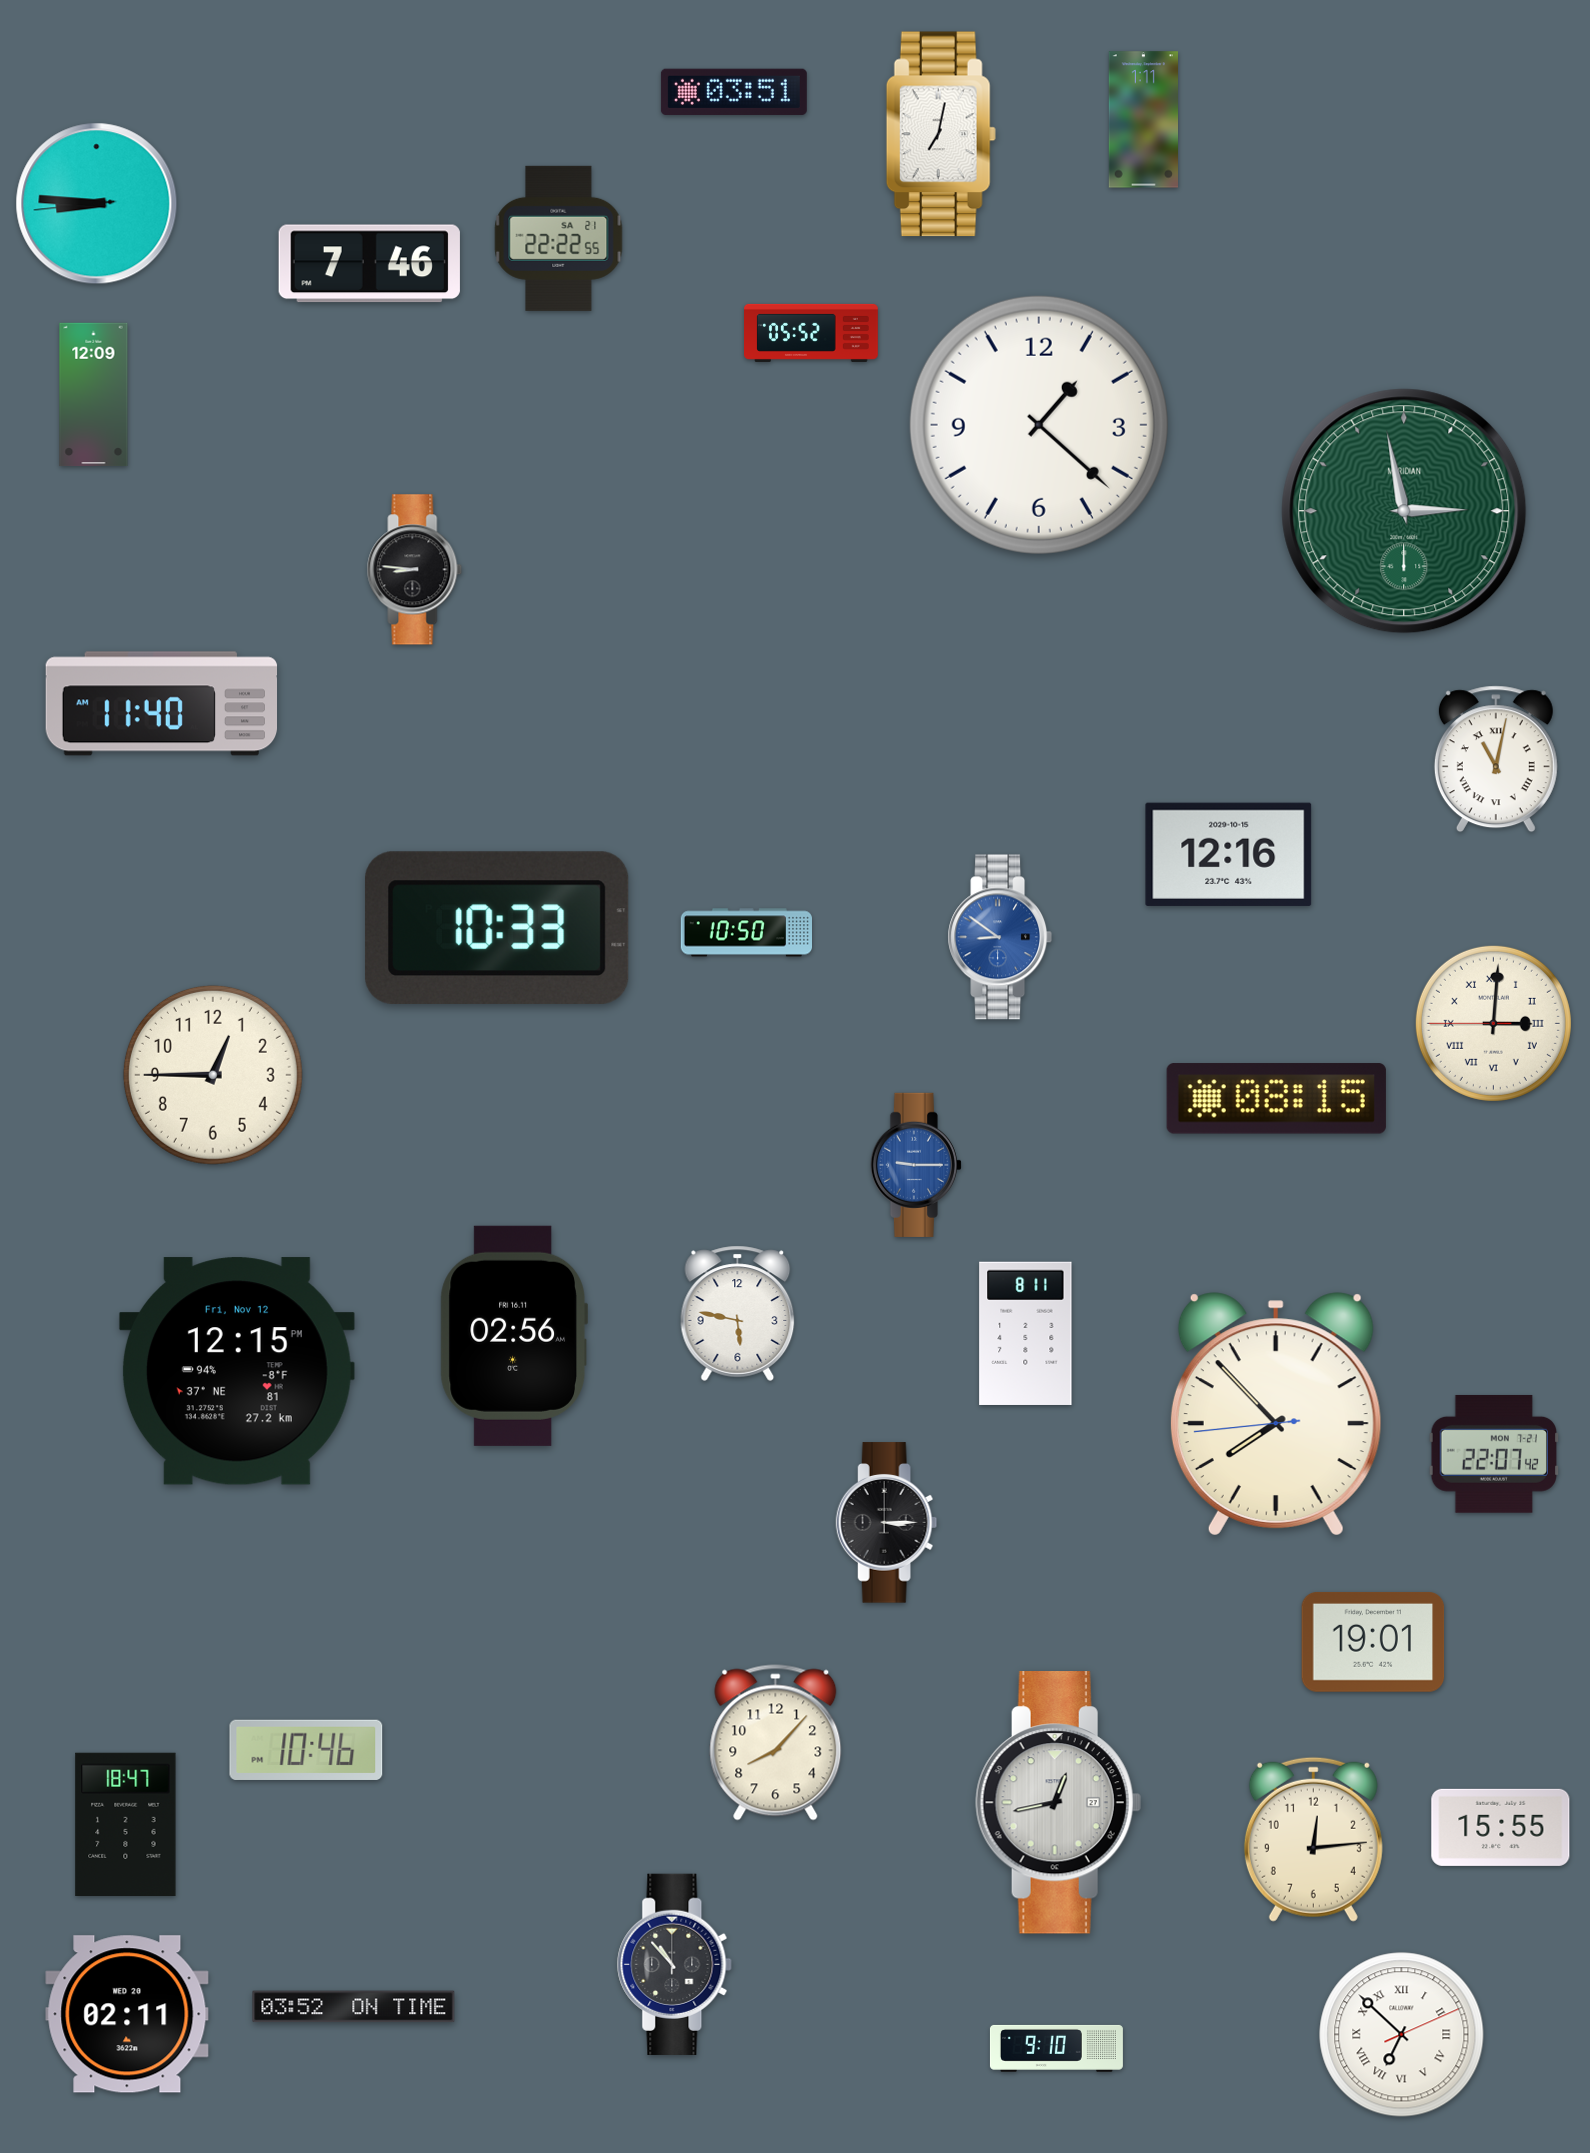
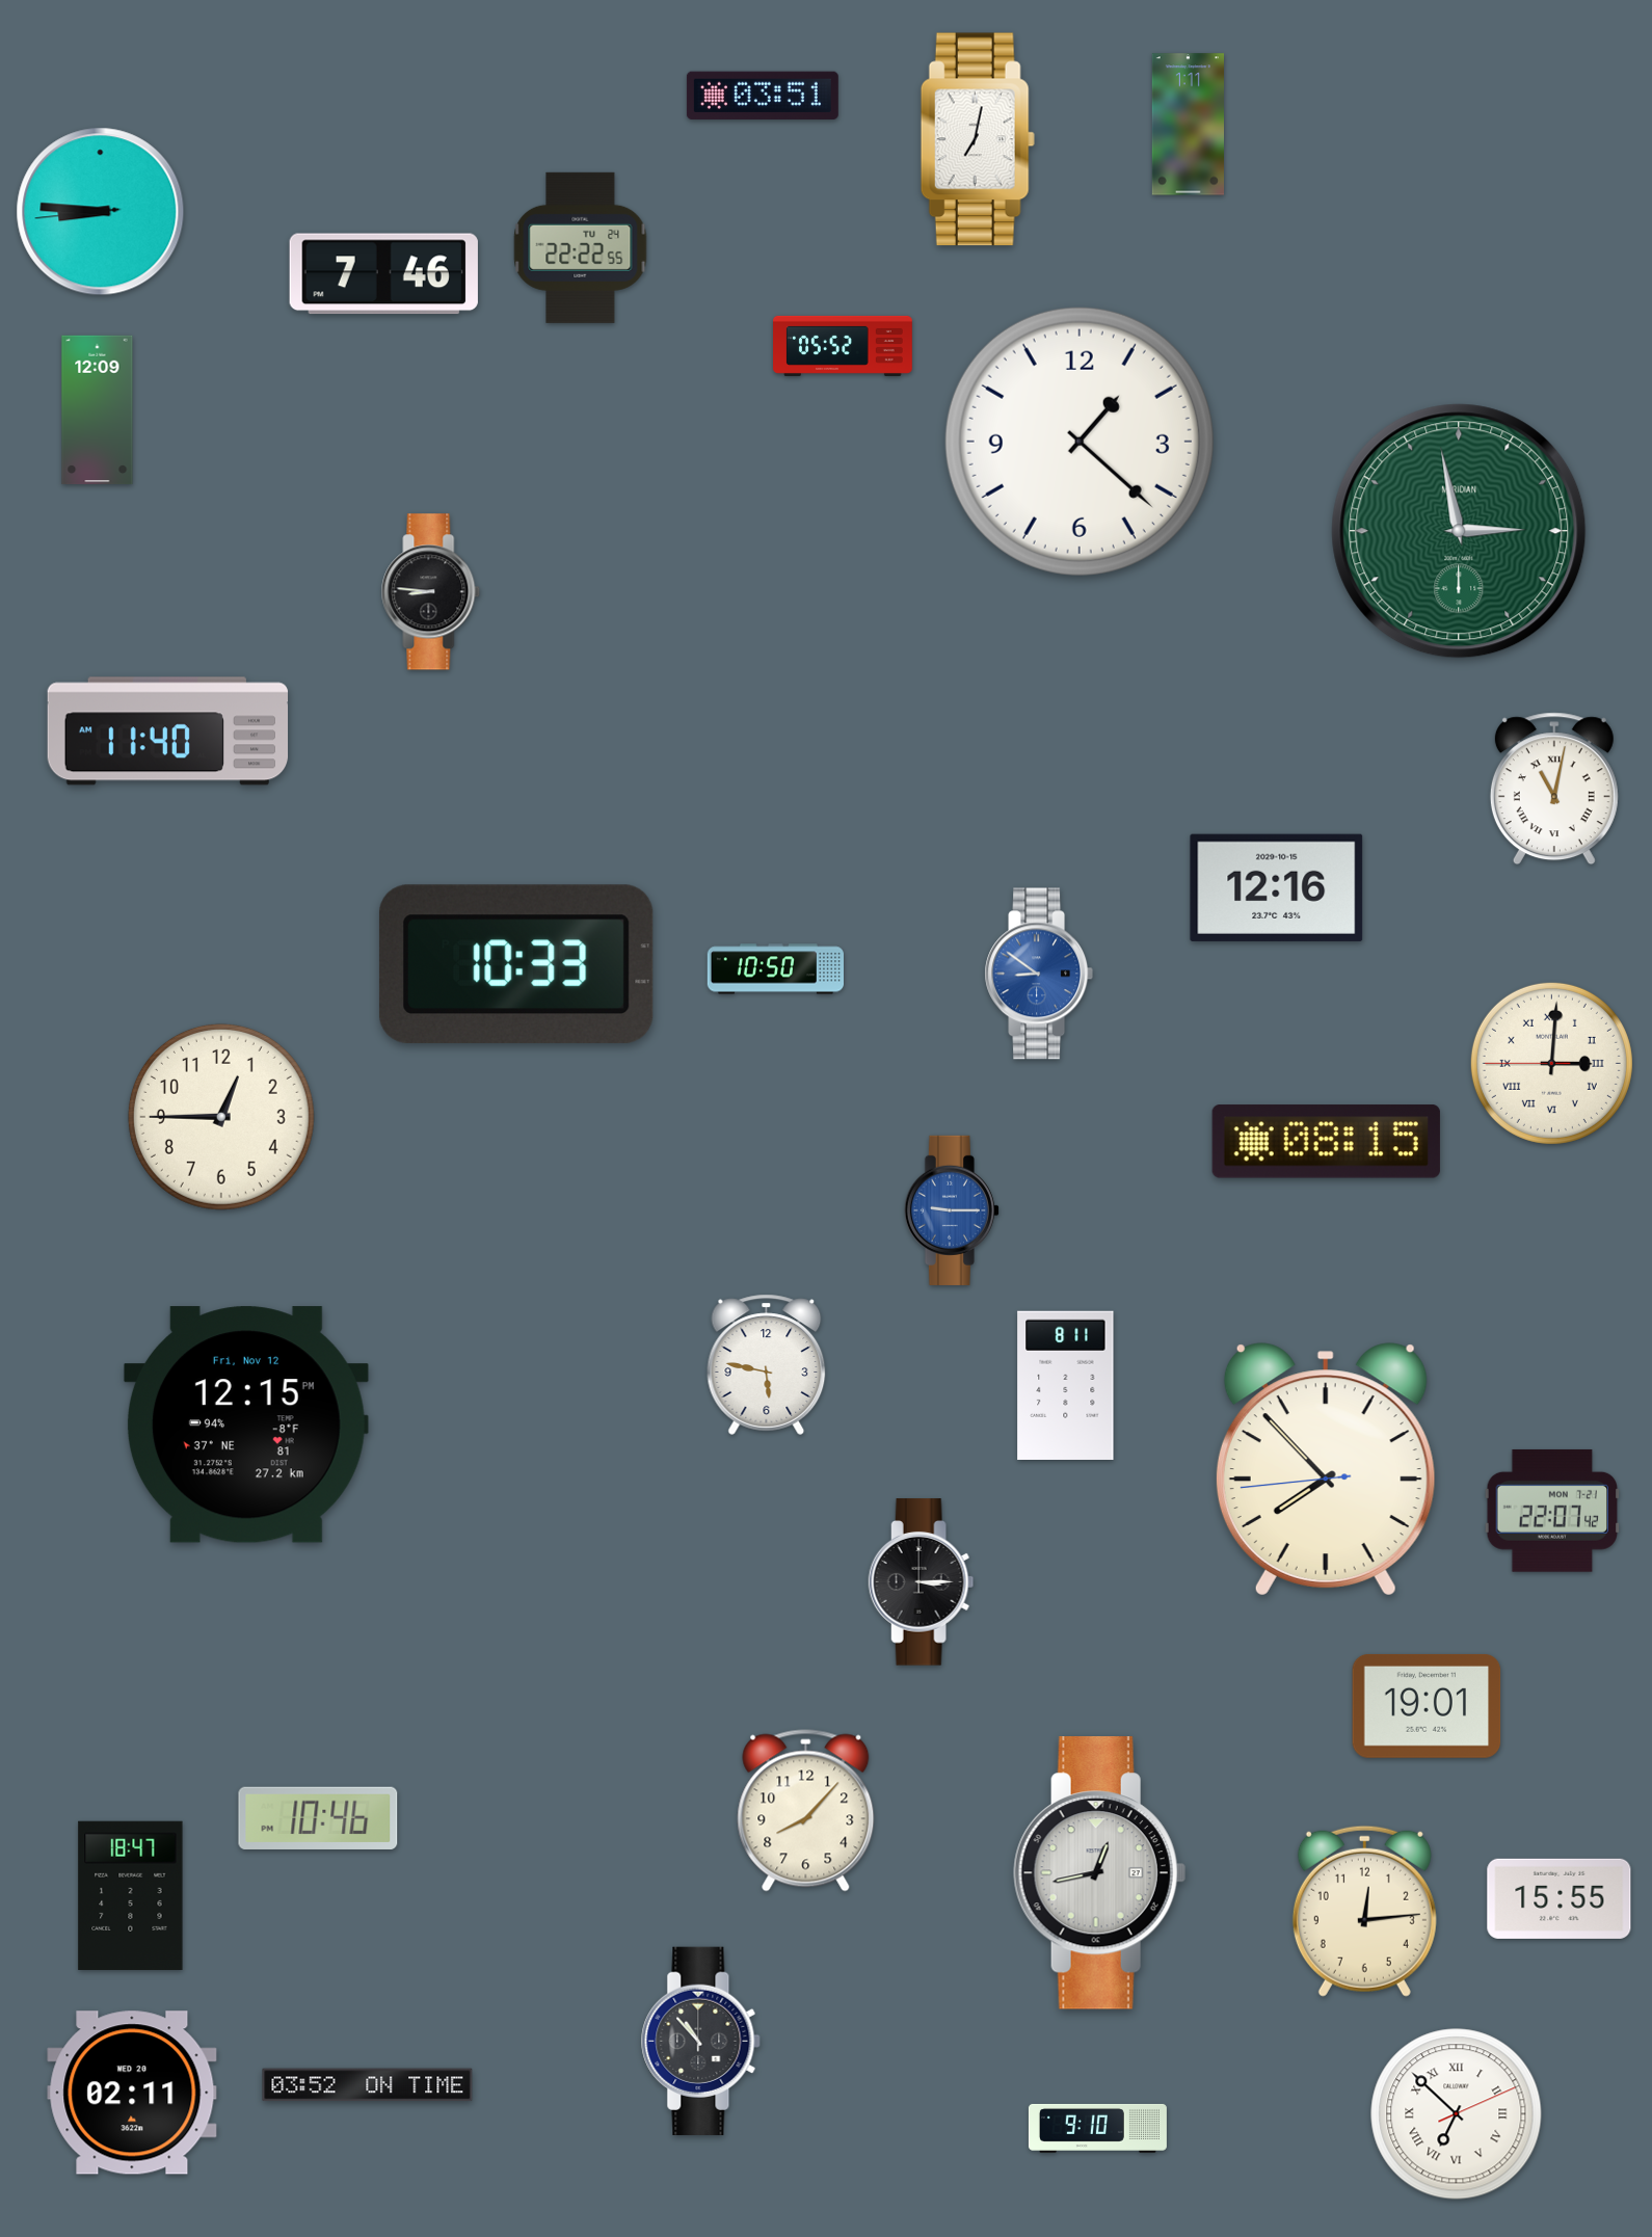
clock at (559, 238) date: SA 21 -> TU 24
clock at (513, 1336): 02:56 -> none
